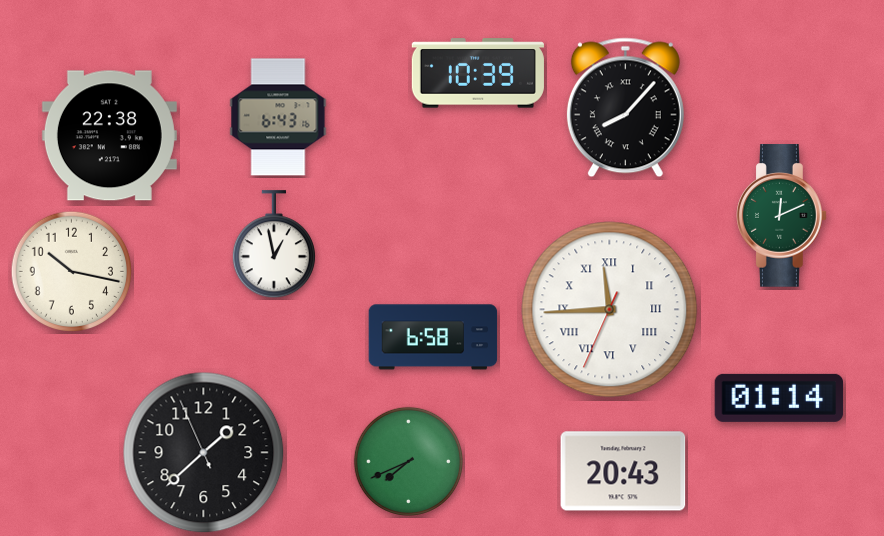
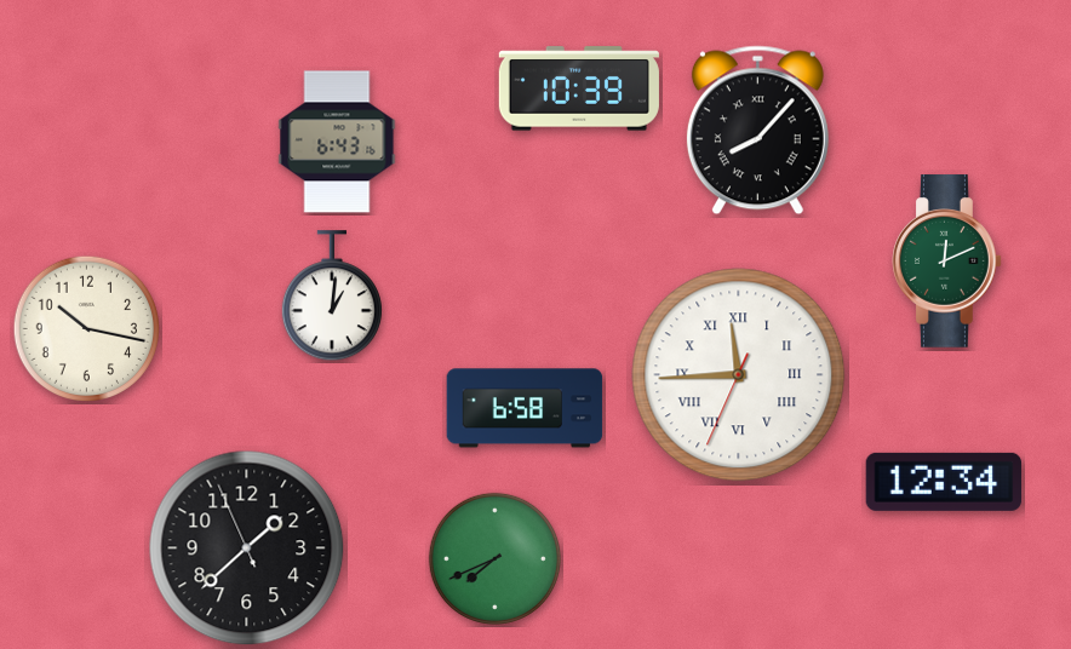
clock at (109, 136): 22:38 -> none
clock at (274, 245): 12:58 -> 1:01
clock at (779, 398): 01:14 -> 12:34
clock at (623, 471): 20:43 -> none
